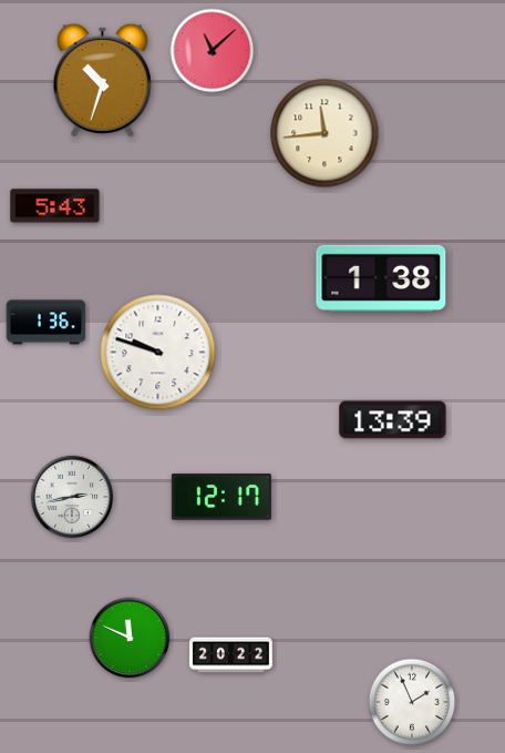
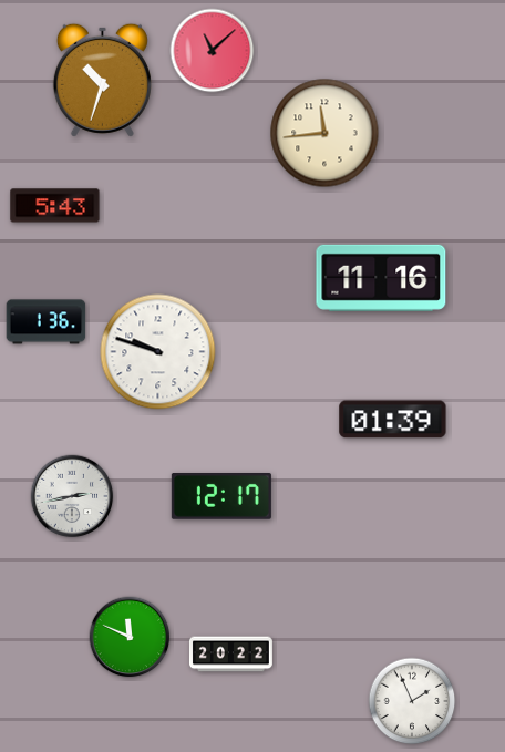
clock at (381, 278): 1:38 -> 11:16
clock at (393, 420): 13:39 -> 01:39
